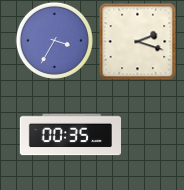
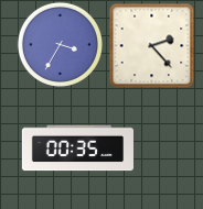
clock at (137, 41): 2:18 -> 2:23
